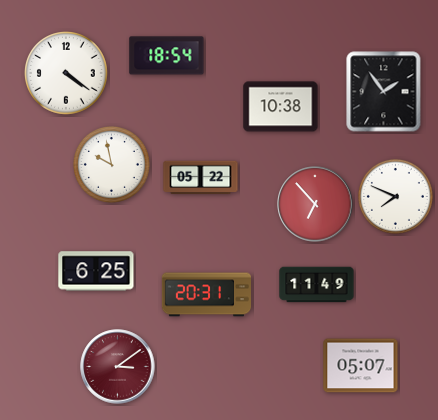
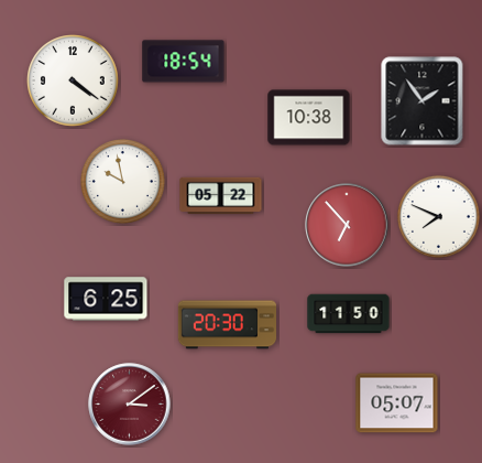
clock at (395, 196) position: (395, 196) -> (438, 216)
clock at (317, 285): 11:49 -> 11:50
clock at (207, 295): 20:31 -> 20:30
